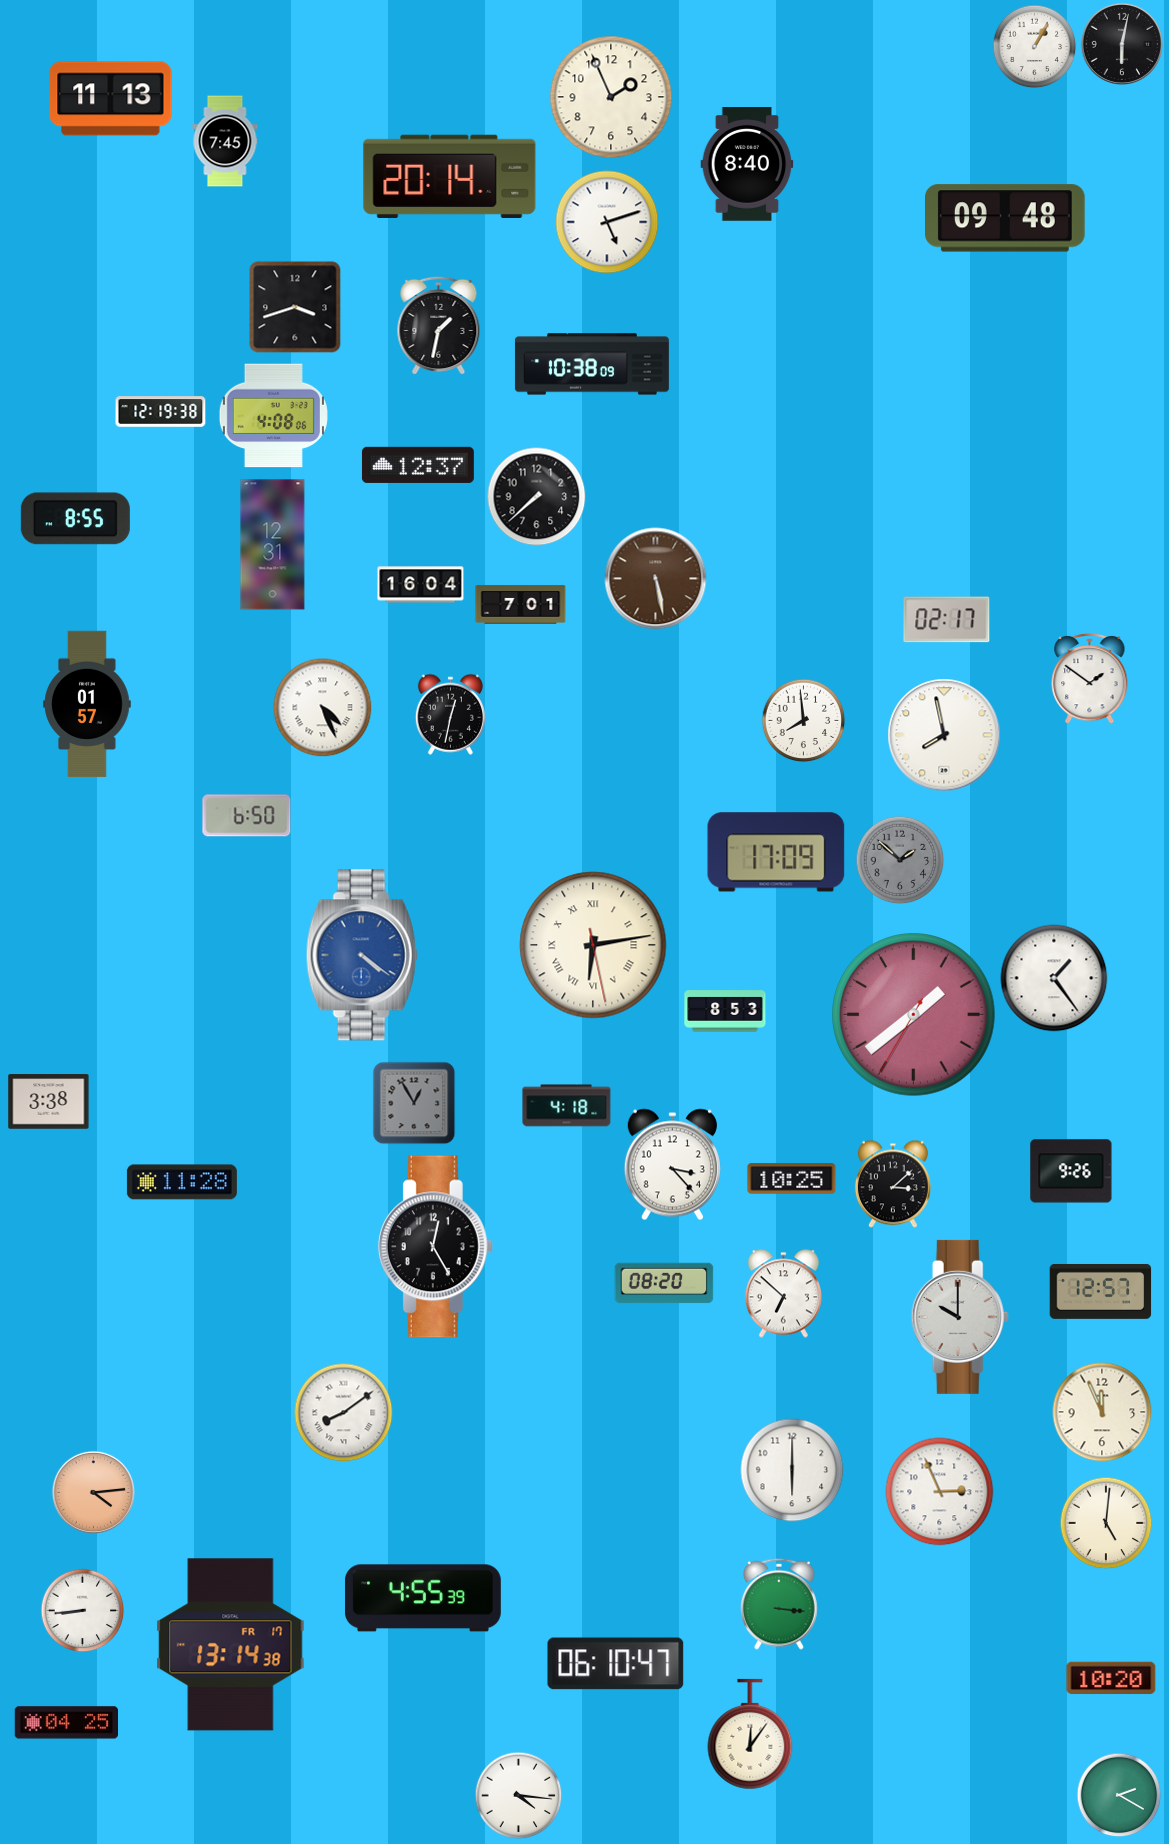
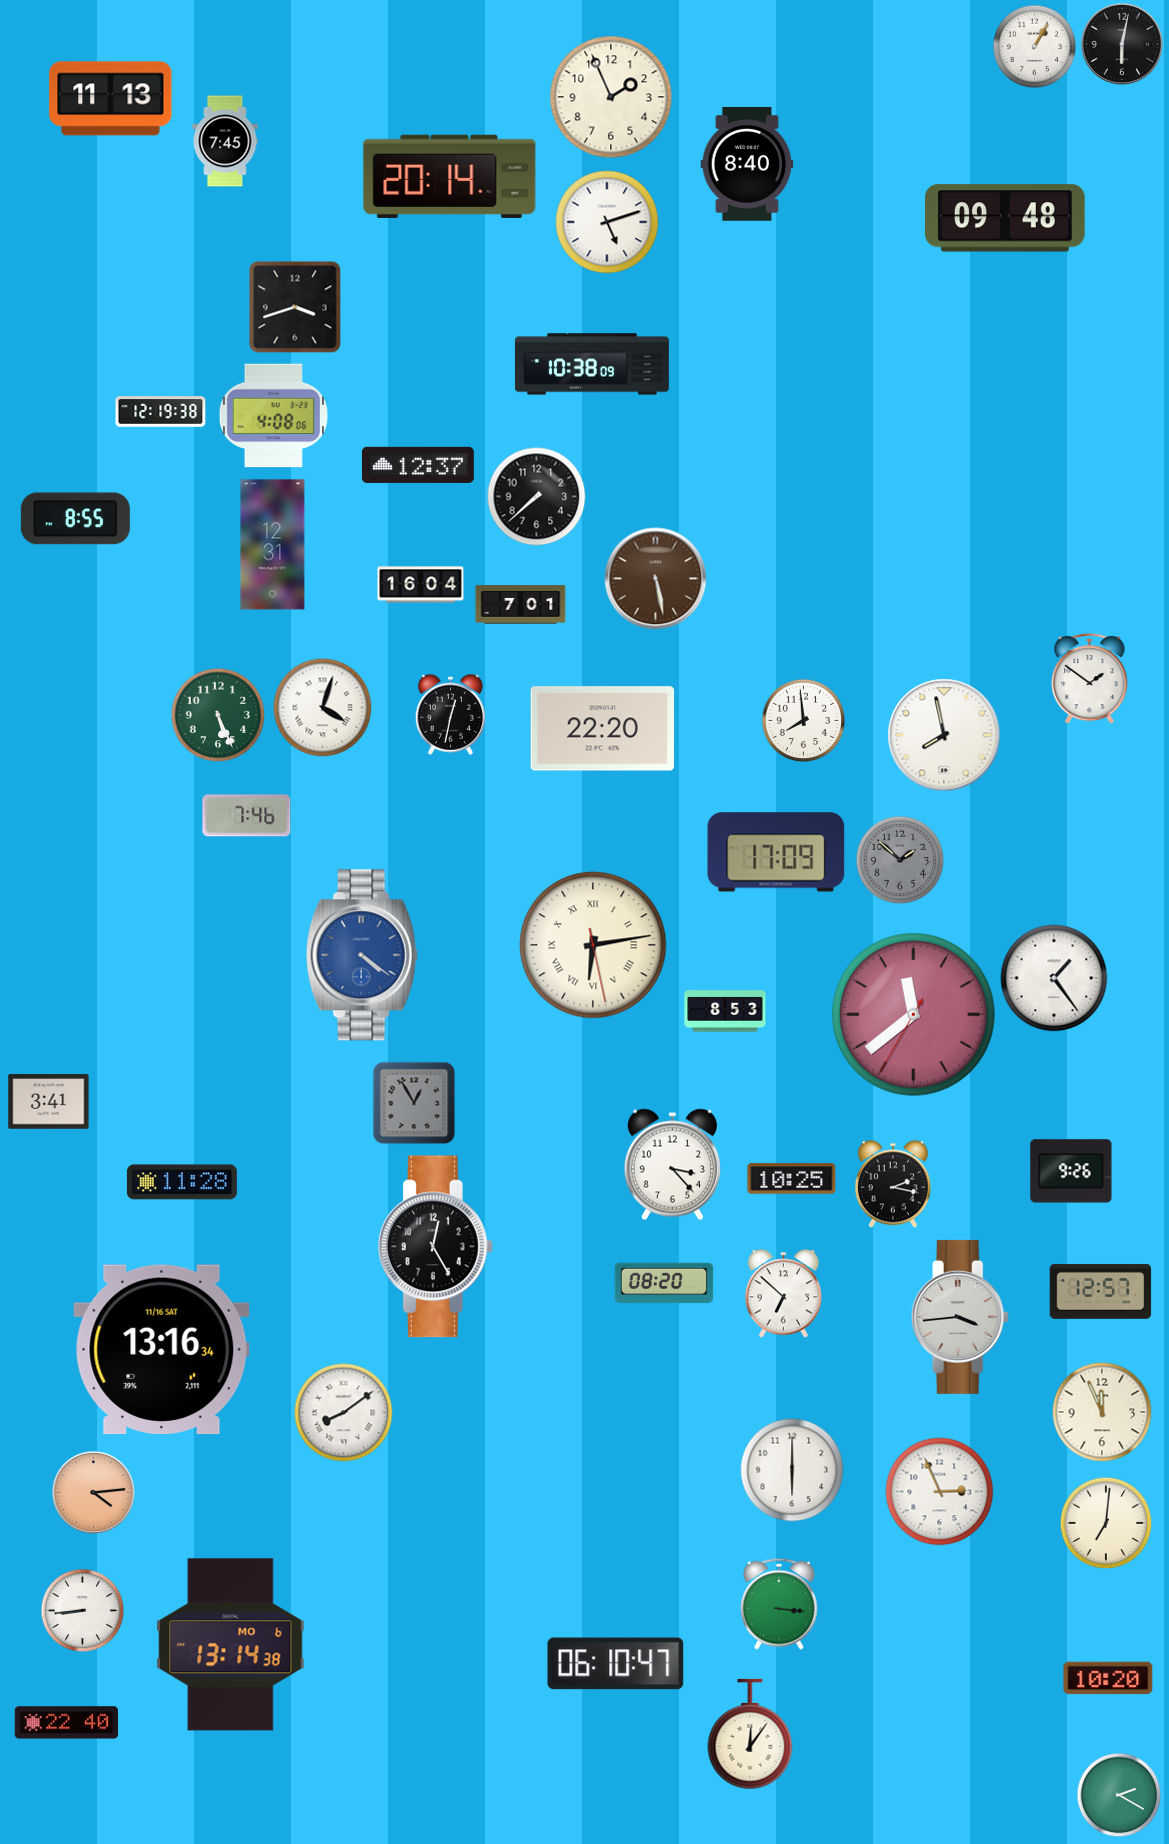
clock at (439, 325): 1:32 -> none
clock at (947, 620): 02:17 -> none
clock at (87, 704): 01:57 -> none
clock at (323, 708): 4:26 -> 4:03
clock at (218, 715): none -> 5:26
clock at (603, 729): none -> 22:20
clock at (247, 816): 6:50 -> 7:46
clock at (914, 1015): 1:38 -> 11:38
clock at (49, 1102): 3:38 -> 3:41
clock at (567, 1106): 4:18 -> none
clock at (893, 1184): 3:08 -> 2:17
clock at (960, 1317): 10:00 -> 3:44
clock at (162, 1350): none -> 13:16
clock at (1106, 1523): 5:01 -> 7:01
clock at (423, 1598): 4:55 -> none
clock at (231, 1645) date: FR 17 -> MO 6
clock at (1111, 1678) position: (1111, 1678) -> (1108, 1678)
clock at (66, 1723): 04:25 -> 22:40
clock at (518, 1795): 4:16 -> none
